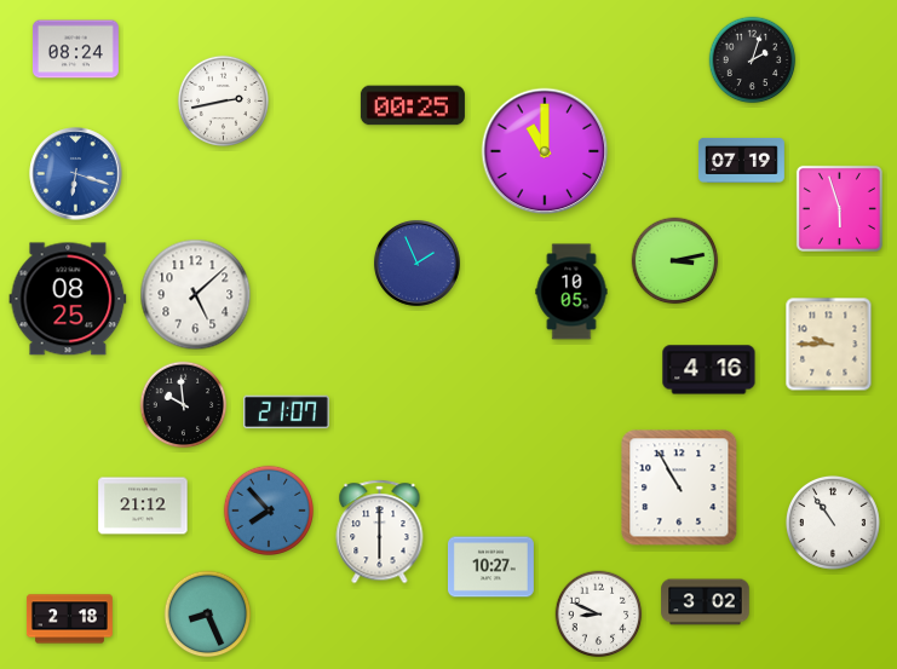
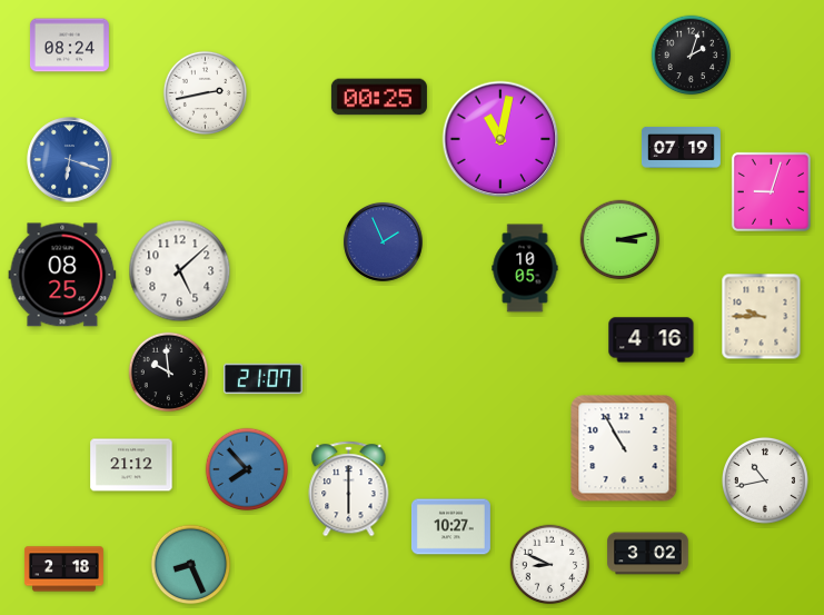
clock at (545, 151): 11:00 -> 11:02
clock at (839, 208): 5:57 -> 9:03
clock at (833, 523): 10:54 -> 10:43
clock at (490, 567) position: (490, 567) -> (450, 527)
